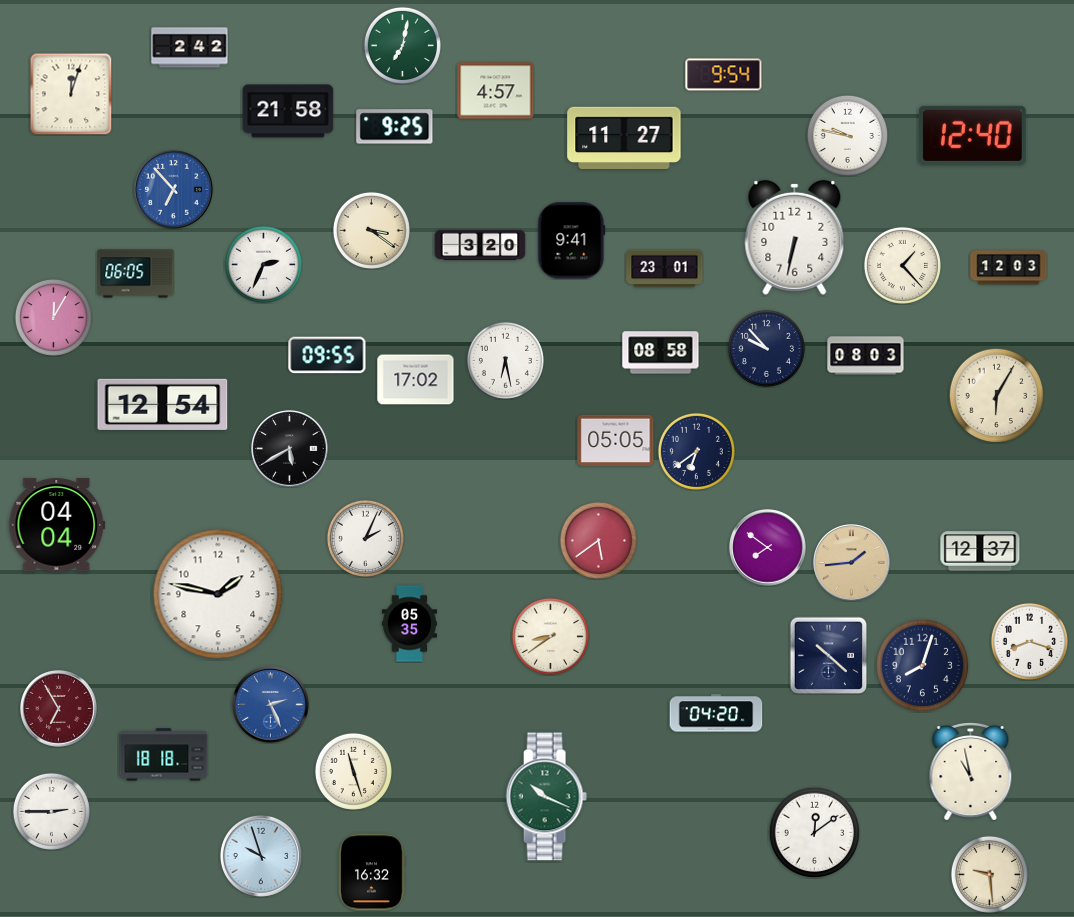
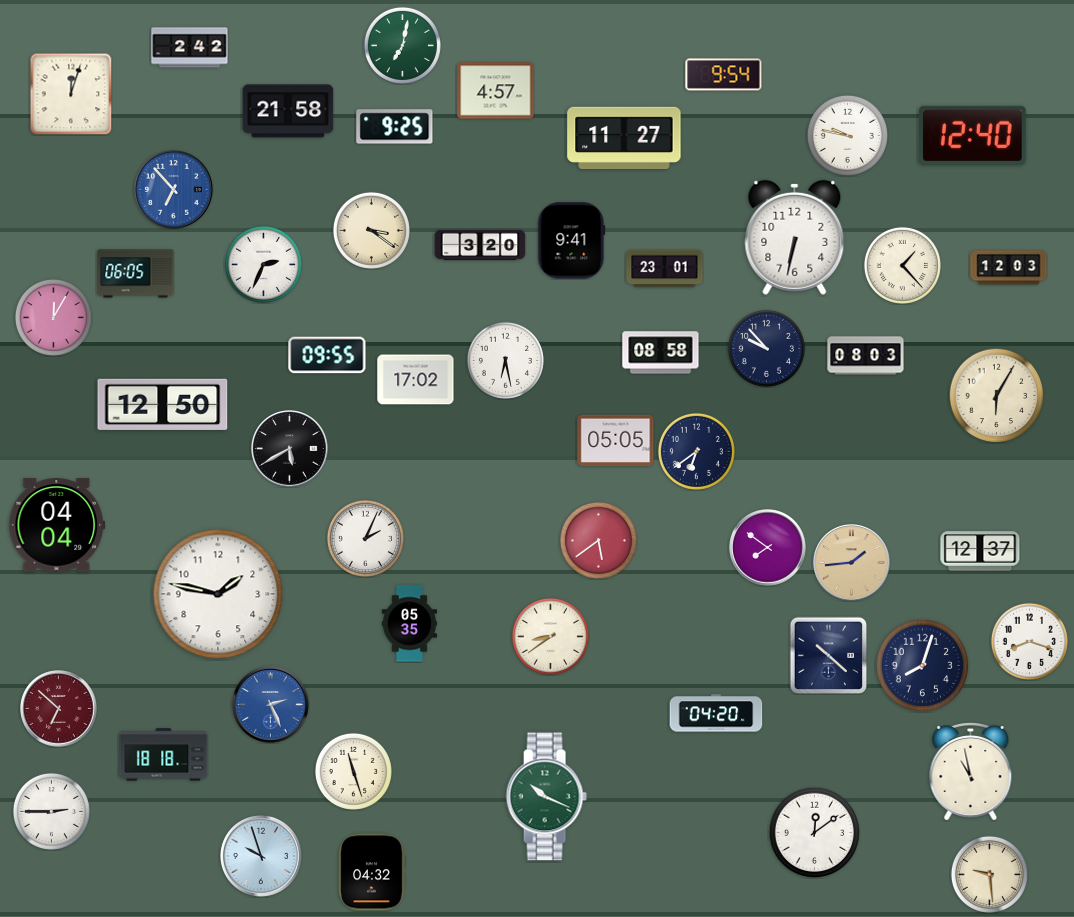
clock at (163, 404): 12:54 -> 12:50
clock at (59, 709): 6:55 -> 6:52
clock at (372, 872): 16:32 -> 04:32
